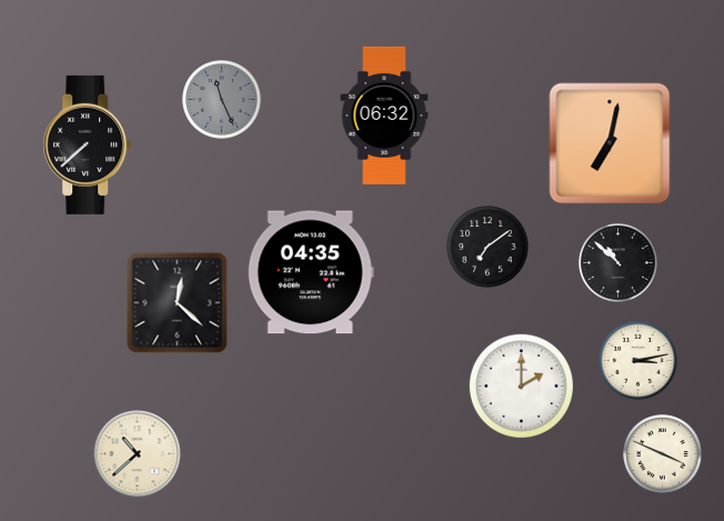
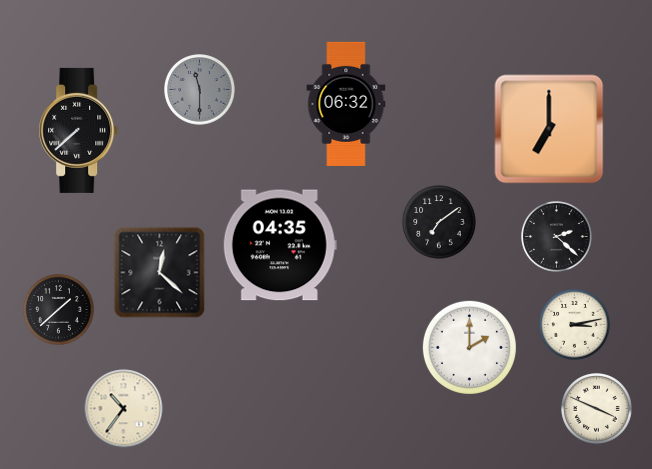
clock at (222, 100): 11:26 -> 11:30
clock at (610, 143): 7:02 -> 7:00
clock at (619, 263): 10:52 -> 2:22
clock at (59, 310): none -> 1:38
clock at (138, 454): 10:38 -> 10:36
